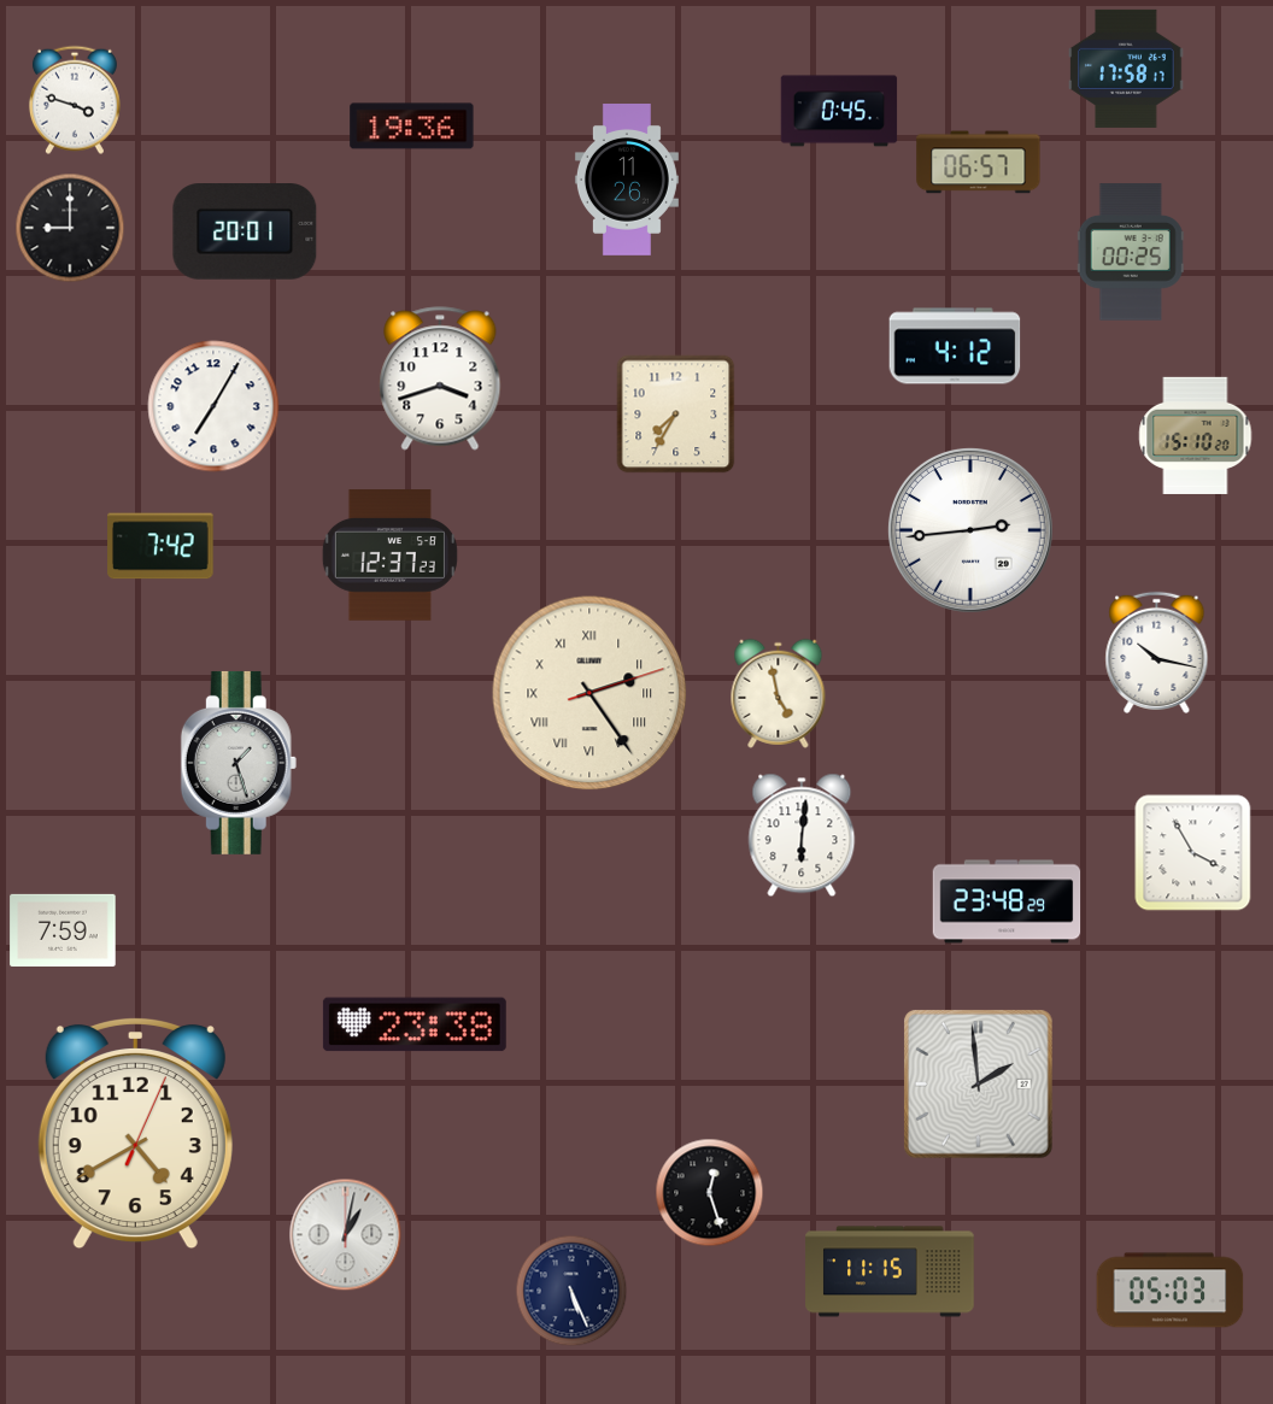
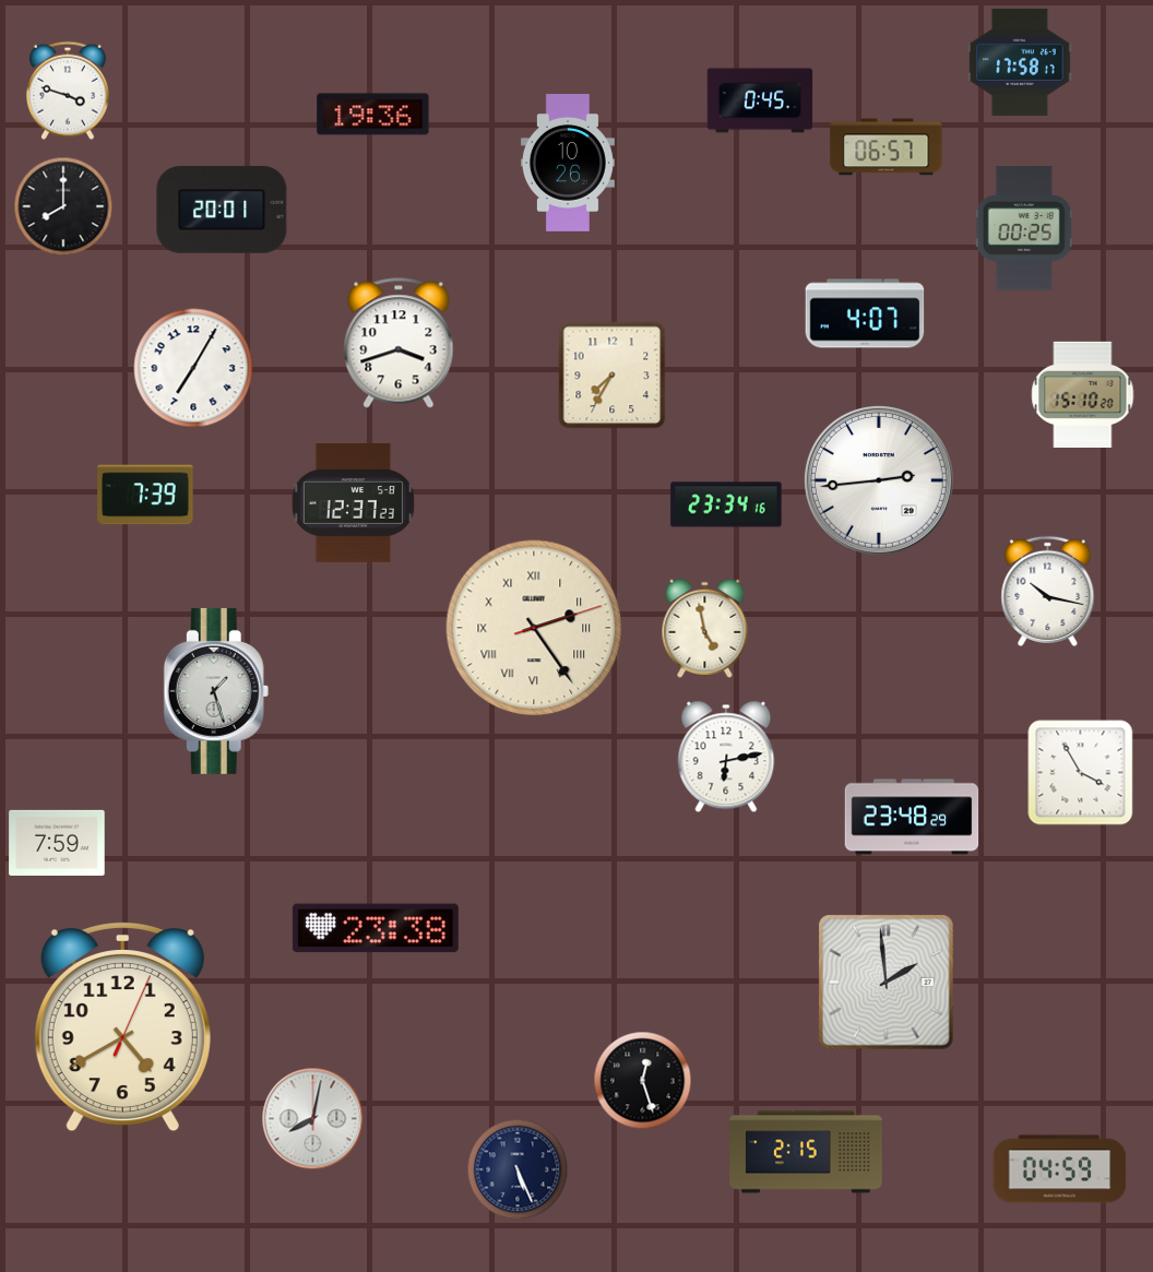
clock at (627, 181): 11:26 -> 10:26
clock at (70, 228): 9:00 -> 8:00
clock at (955, 346): 4:12 -> 4:07
clock at (160, 546): 7:42 -> 7:39
clock at (726, 504): none -> 23:34
clock at (802, 835): 6:01 -> 6:13
clock at (346, 1235): 1:02 -> 8:02
clock at (890, 1271): 11:15 -> 2:15
clock at (1171, 1291): 05:03 -> 04:59
